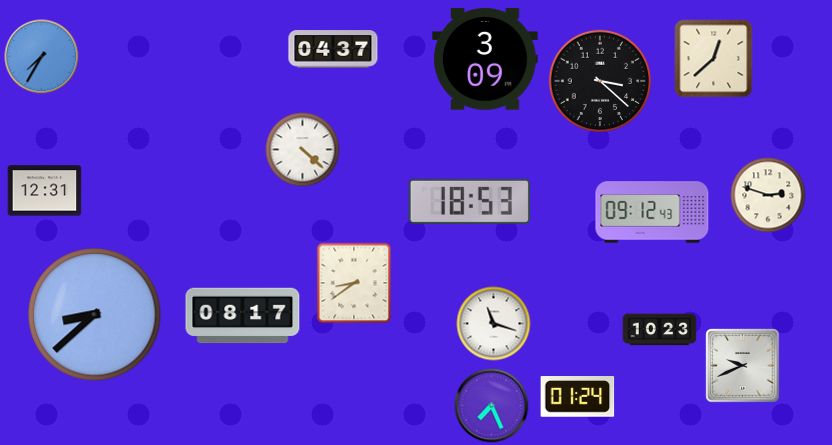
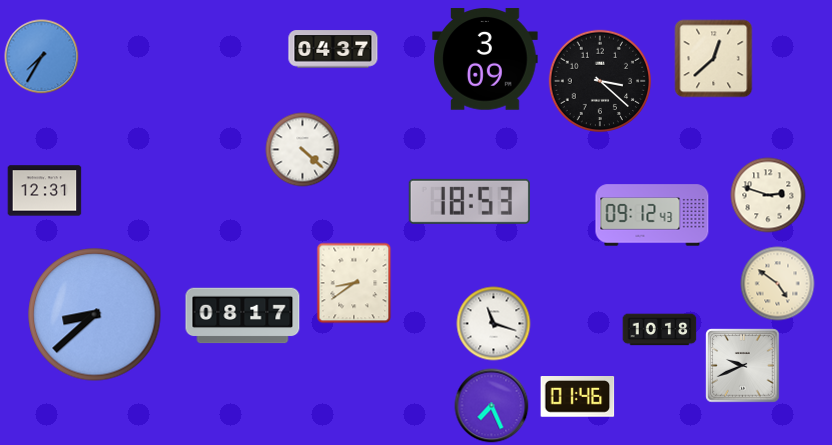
clock at (652, 212) position: (652, 212) -> (652, 215)
clock at (778, 284): none -> 4:51
clock at (660, 330): 10:23 -> 10:18
clock at (578, 397): 01:24 -> 01:46
